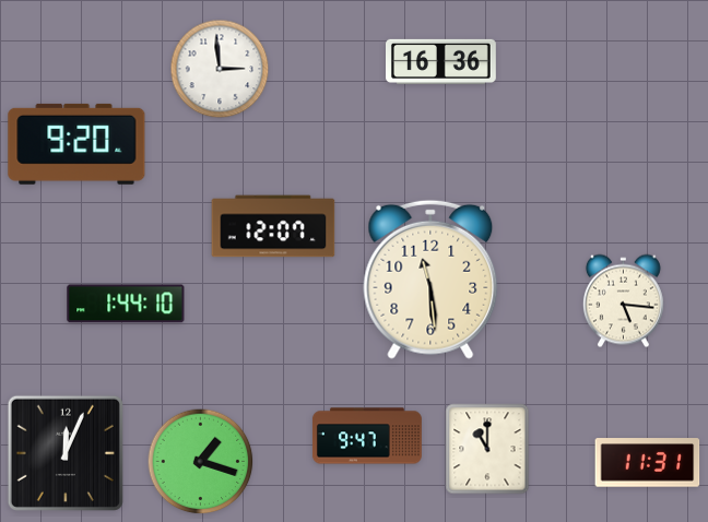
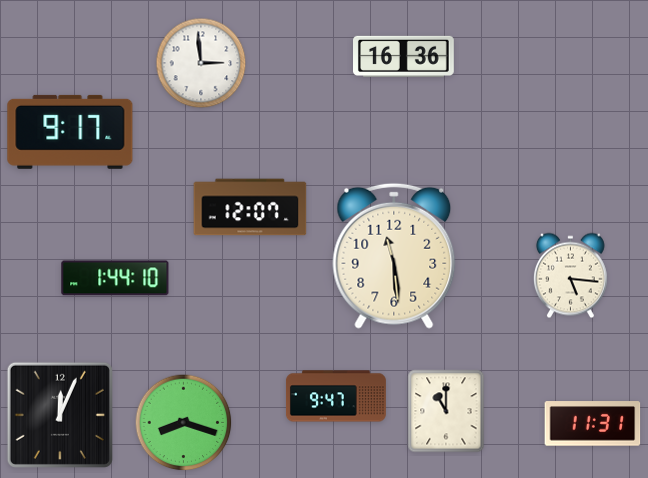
clock at (76, 144): 9:20 -> 9:17
clock at (367, 436) position: (367, 436) -> (336, 396)
clock at (201, 462): 1:18 -> 8:18
